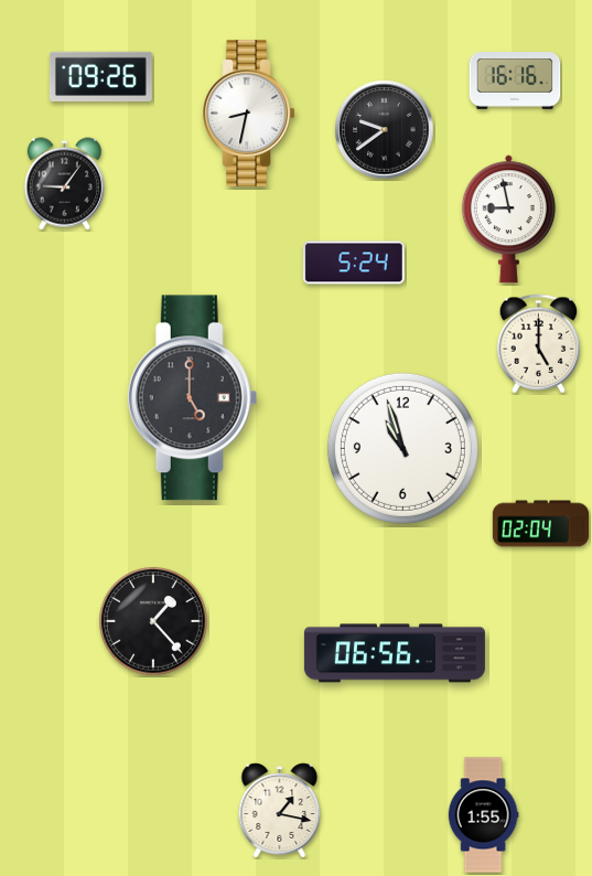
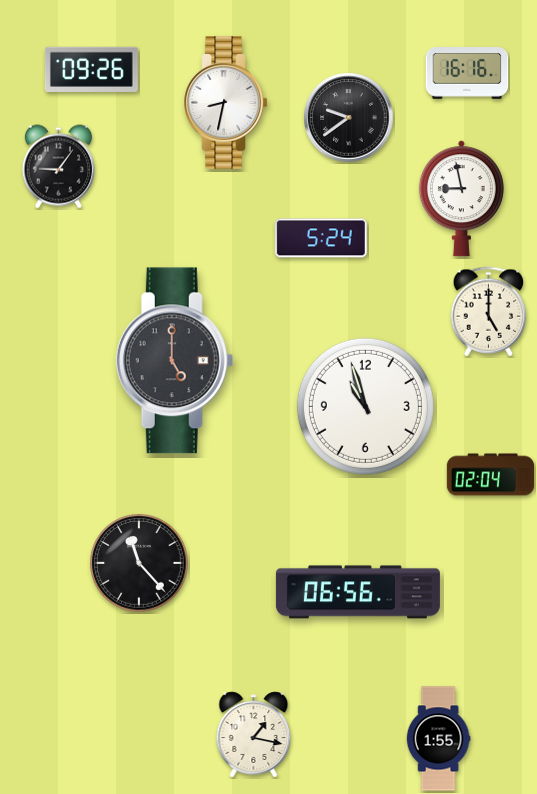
clock at (153, 621): 1:23 -> 11:23
